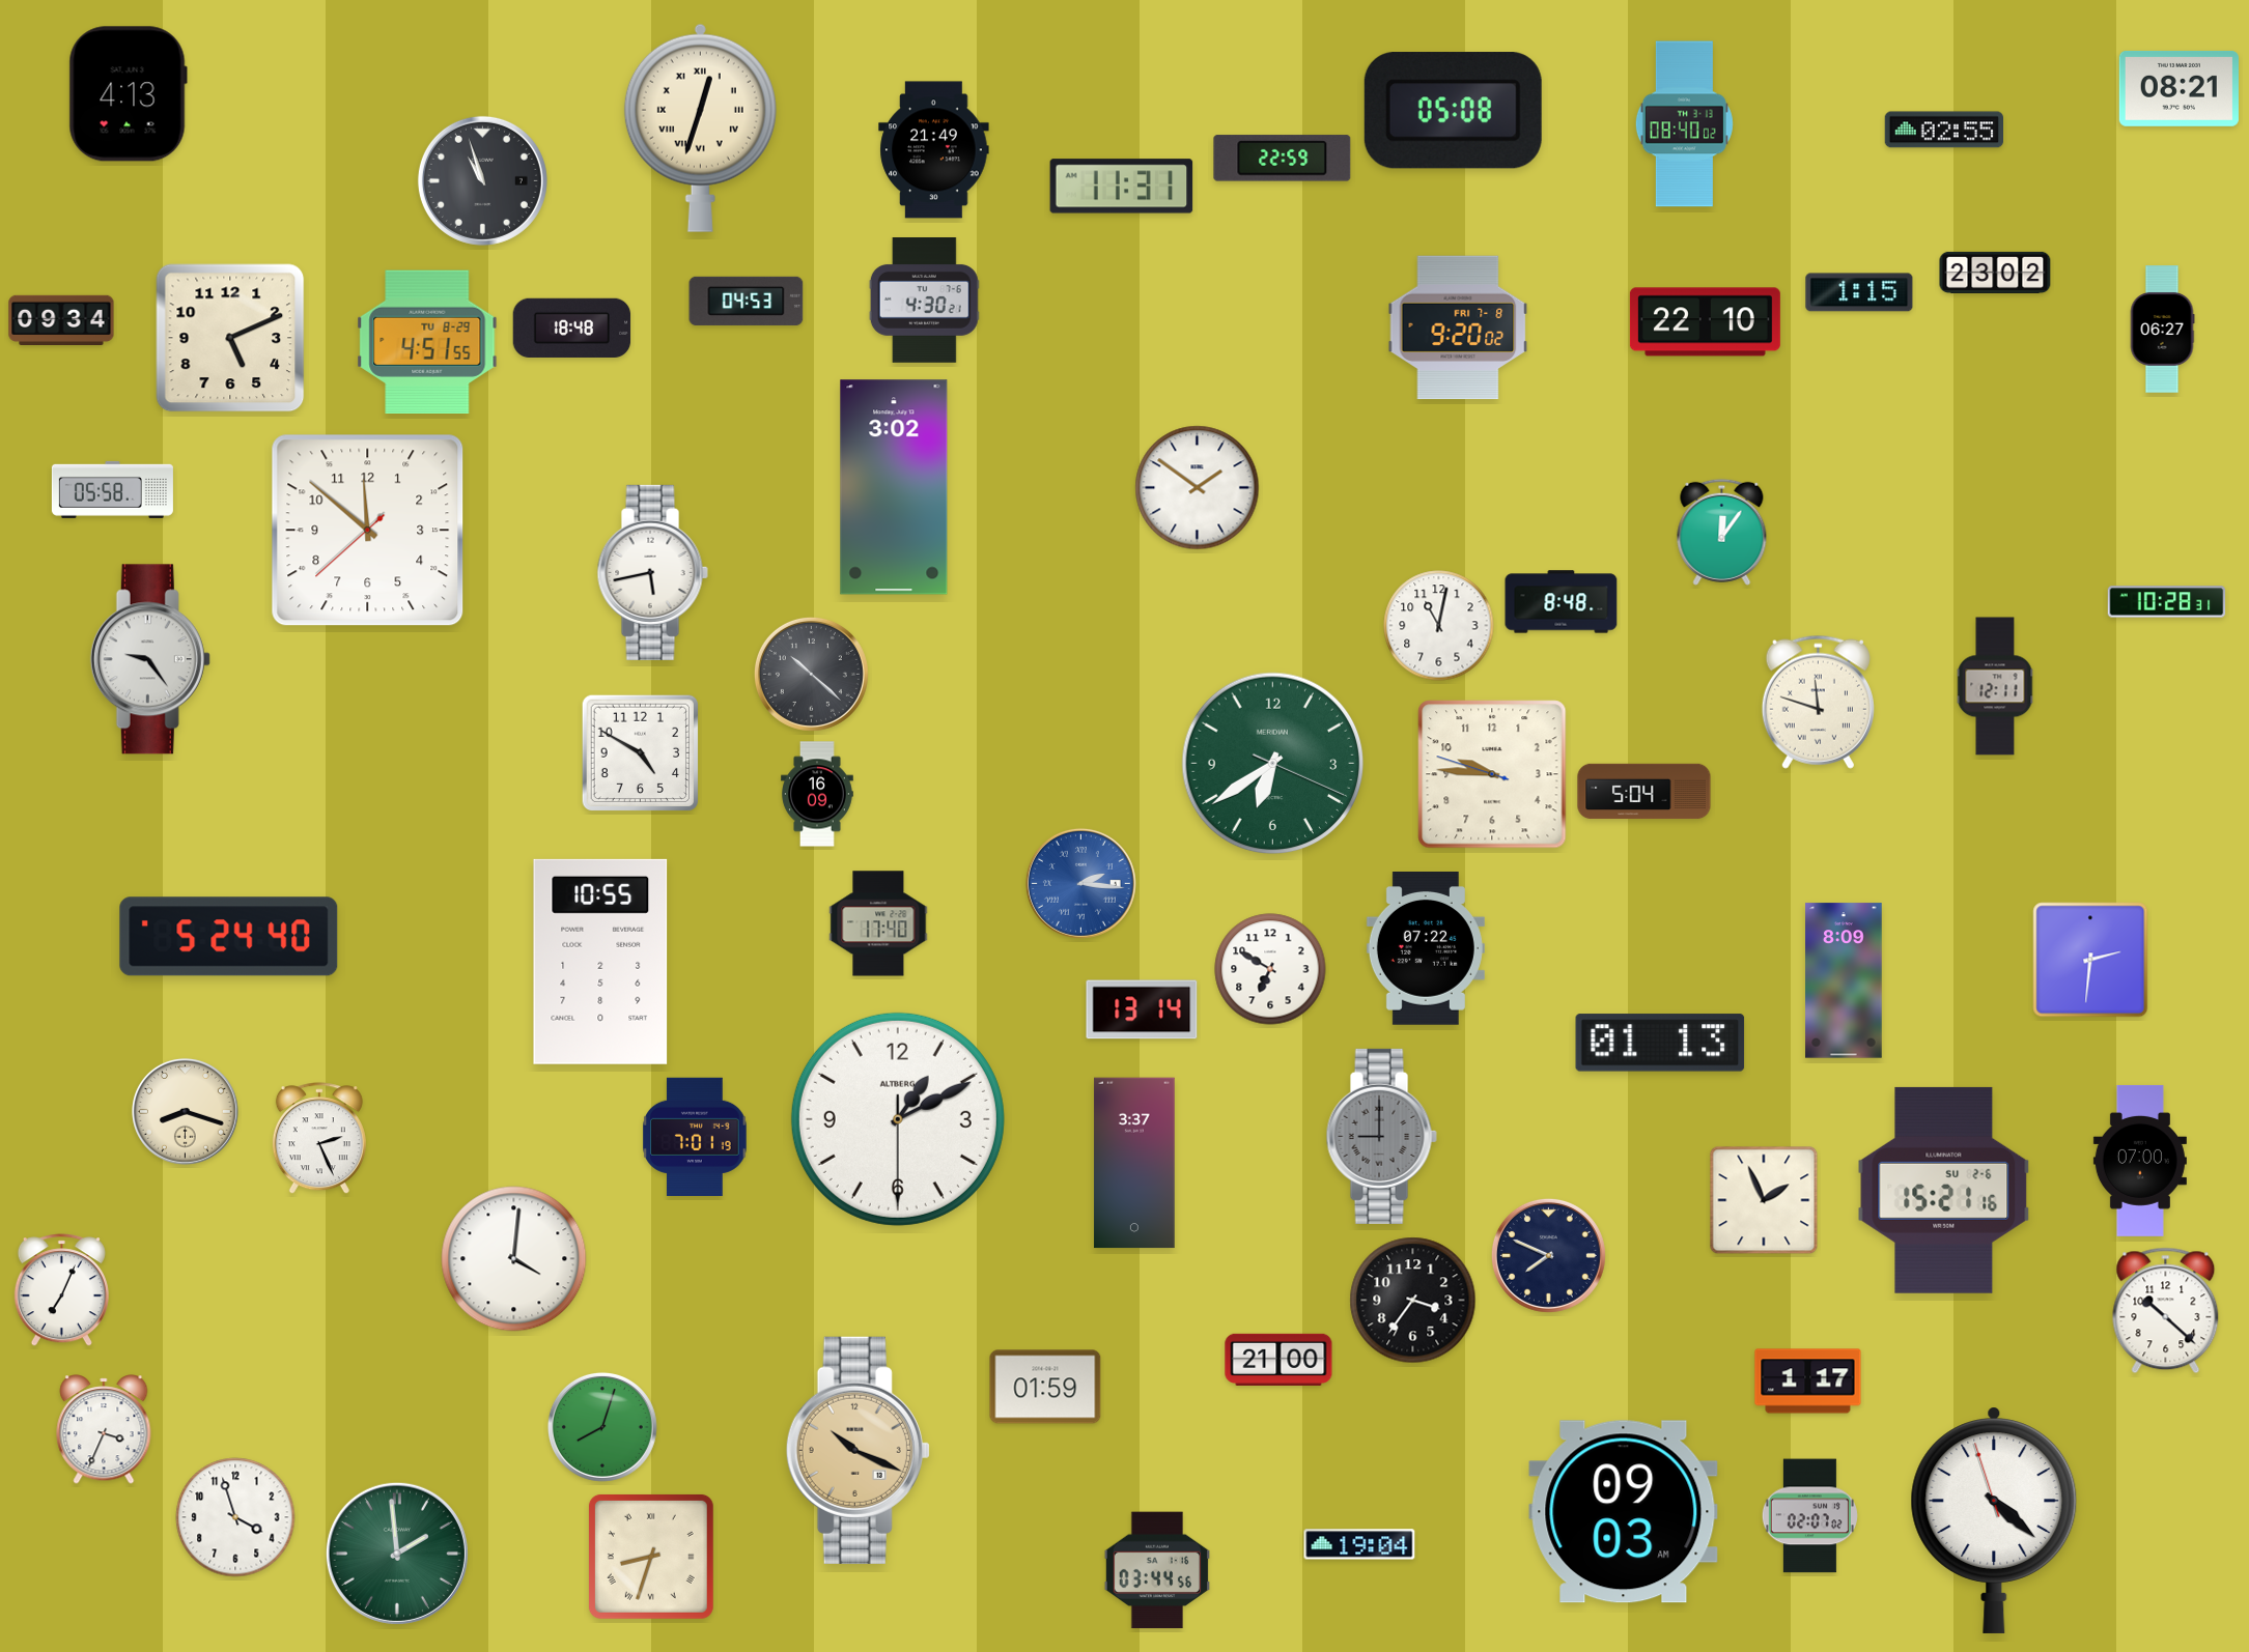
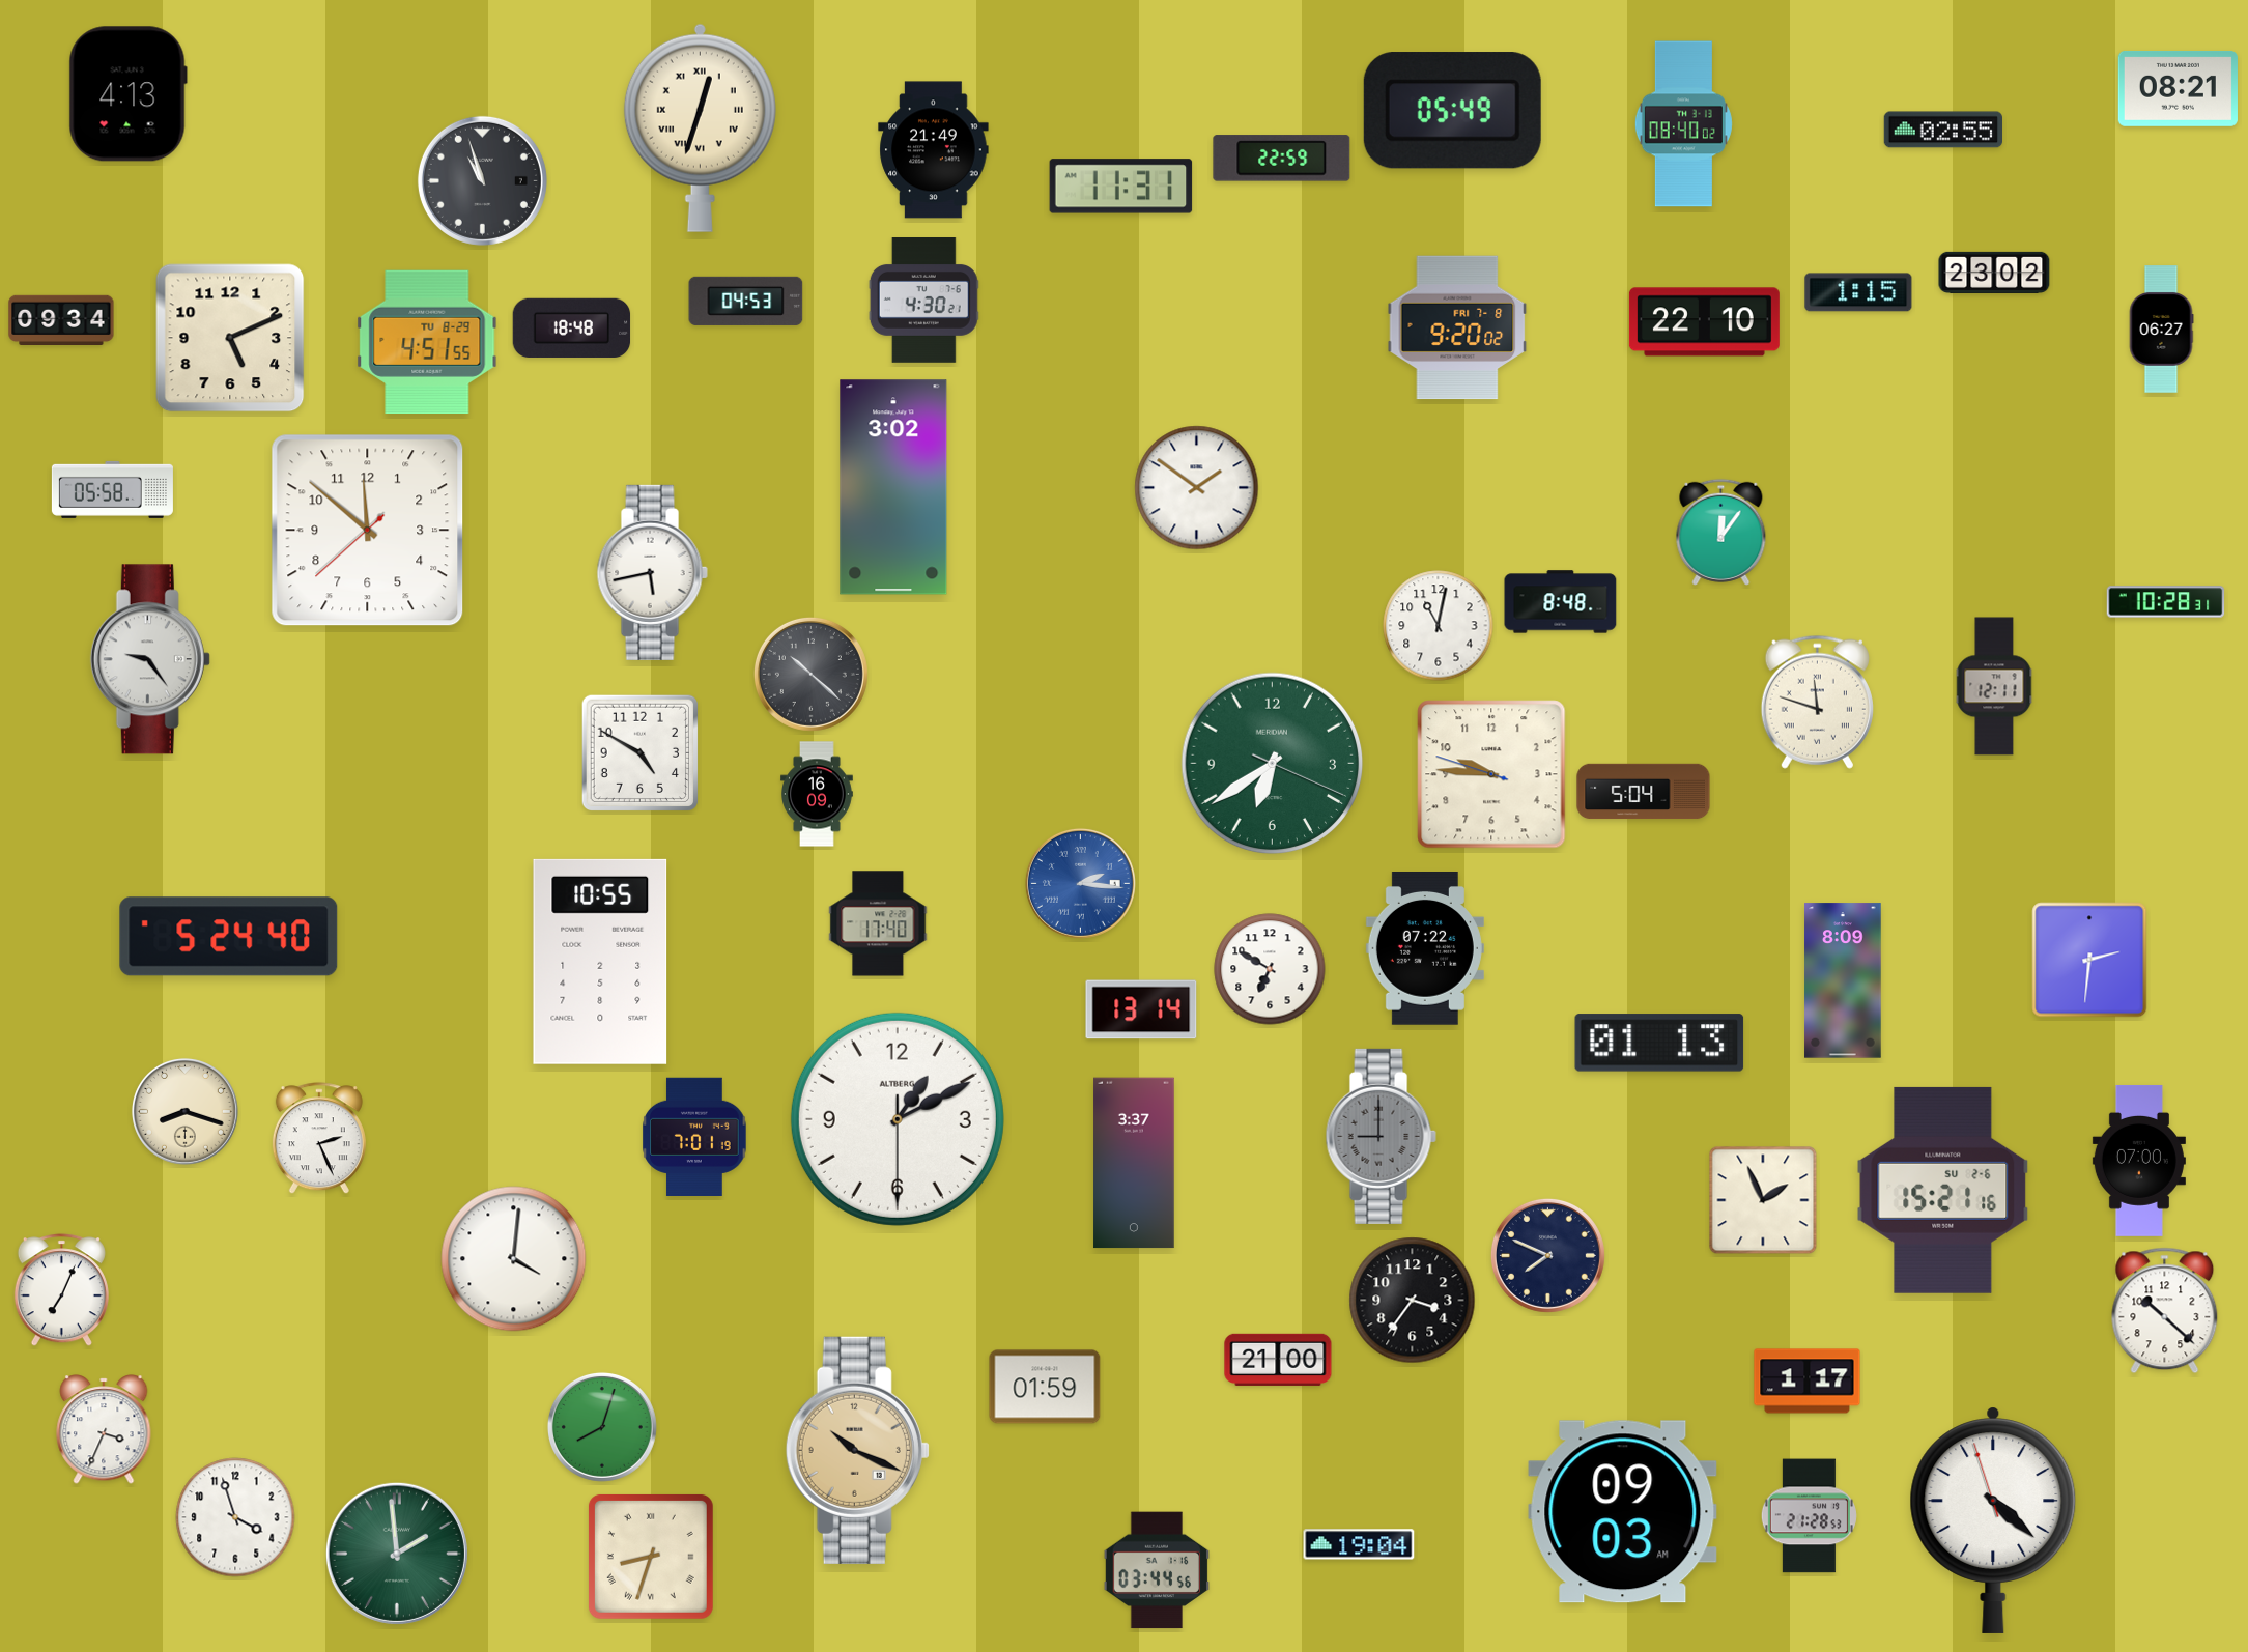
clock at (1453, 111): 05:08 -> 05:49
clock at (1809, 1516): 02:07 -> 21:28
